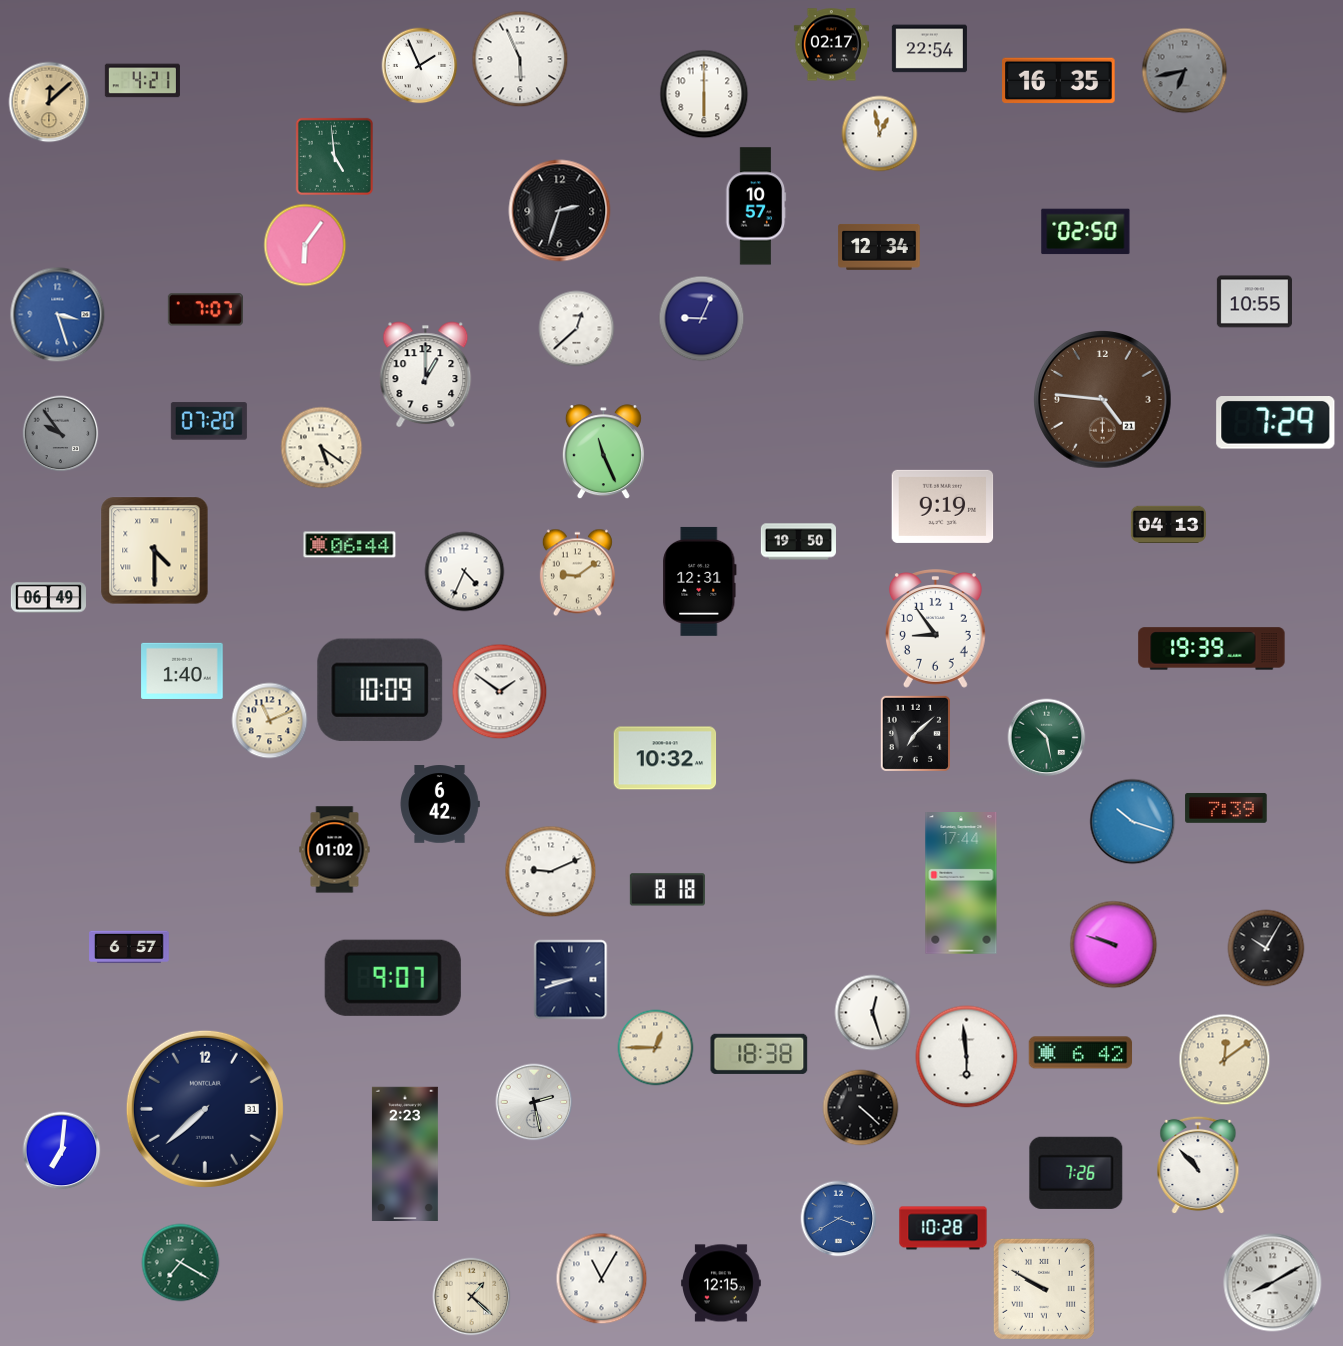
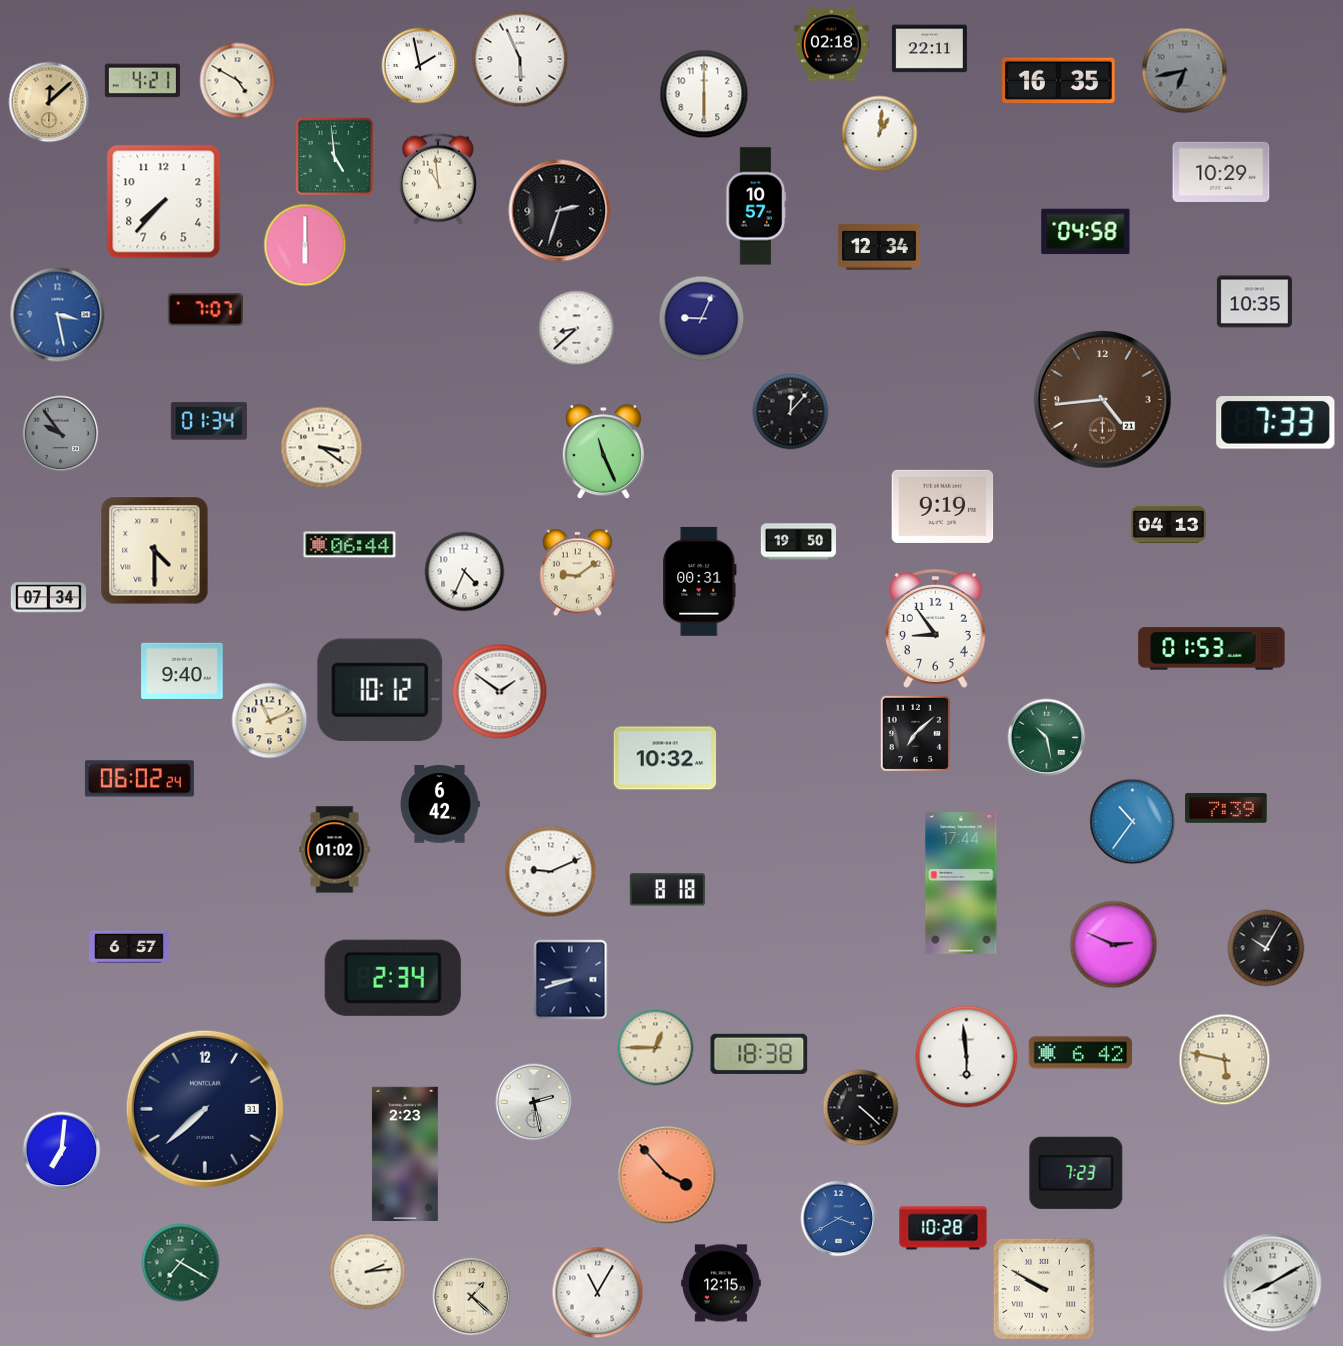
clock at (831, 45): 02:17 -> 02:18
clock at (929, 49): 22:54 -> 22:11
clock at (420, 66): 1:56 -> 1:58
clock at (238, 81): none -> 4:50
clock at (880, 134): 12:58 -> 1:01
clock at (1221, 172): none -> 10:29
clock at (438, 179): none -> 10:59
clock at (164, 202): none -> 7:37
clock at (1086, 232): 02:50 -> 04:58
clock at (305, 245): 6:06 -> 6:00
clock at (1254, 302): 10:55 -> 10:35
clock at (58, 315): 3:27 -> 3:28
clock at (577, 329): 12:38 -> 8:38
clock at (426, 375): 1:00 -> none
clock at (1103, 400): 4:46 -> 4:44
clock at (791, 412): none -> 12:07
clock at (209, 421): 07:20 -> 01:34
clock at (1276, 423): 7:29 -> 7:33
clock at (322, 448): 5:21 -> 3:21
clock at (700, 581): 12:31 -> 00:31
clock at (48, 598): 06:49 -> 07:34
clock at (1212, 649): 19:39 -> 01:53
clock at (182, 671): 1:40 -> 9:40
clock at (380, 690): 10:09 -> 10:12
clock at (139, 779): none -> 06:02
clock at (1133, 822): 10:18 -> 10:36
clock at (1114, 945): 9:48 -> 2:49
clock at (393, 978): 9:07 -> 2:34
clock at (873, 1013): 12:27 -> none
clock at (1225, 1060): 12:09 -> 5:47
clock at (1198, 1165): 10:53 -> none
clock at (1076, 1173): 7:26 -> 7:23
clock at (667, 1175): none -> 3:53
clock at (368, 1272): none -> 2:14
clock at (602, 1279) position: (602, 1279) -> (598, 1293)
